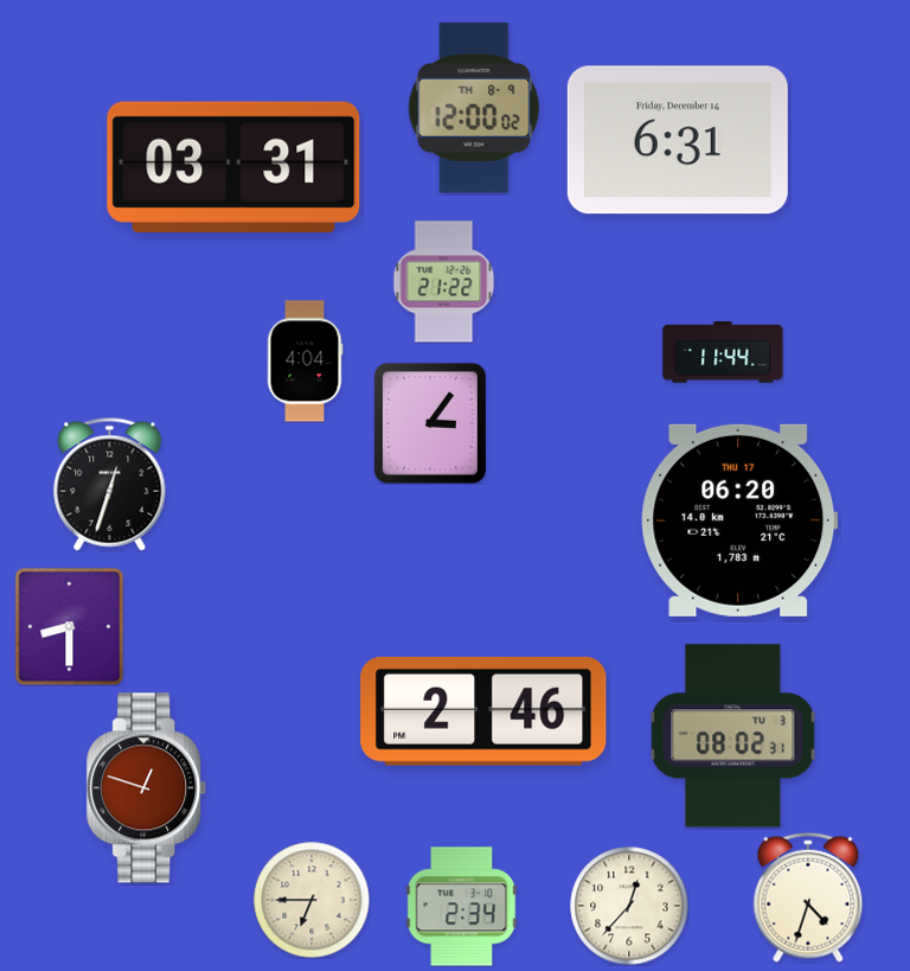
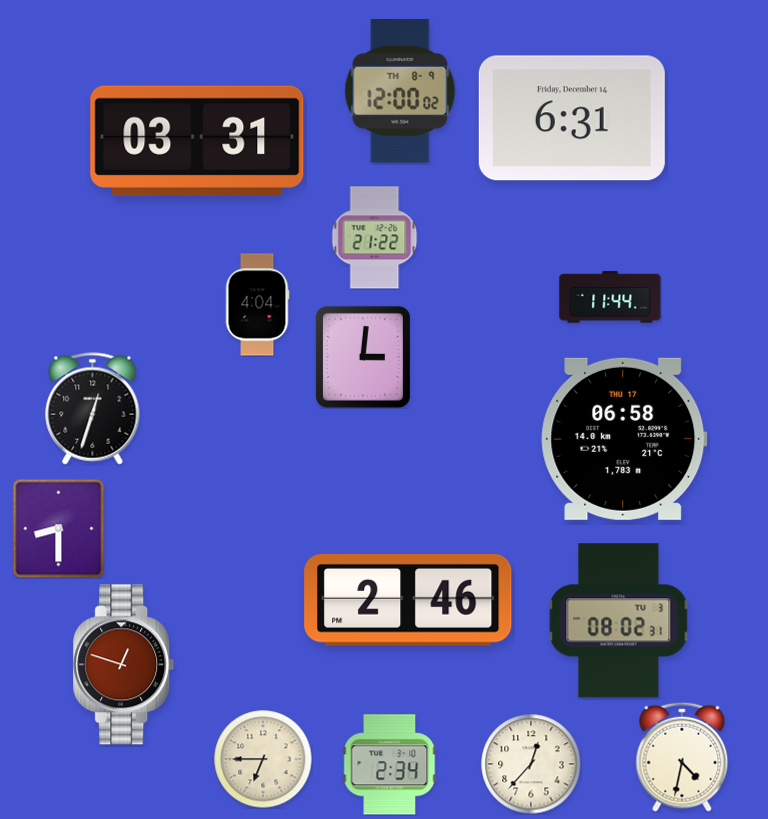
clock at (430, 423): 3:06 -> 3:01
clock at (739, 520): 06:20 -> 06:58
clock at (808, 897): 4:33 -> 4:32
